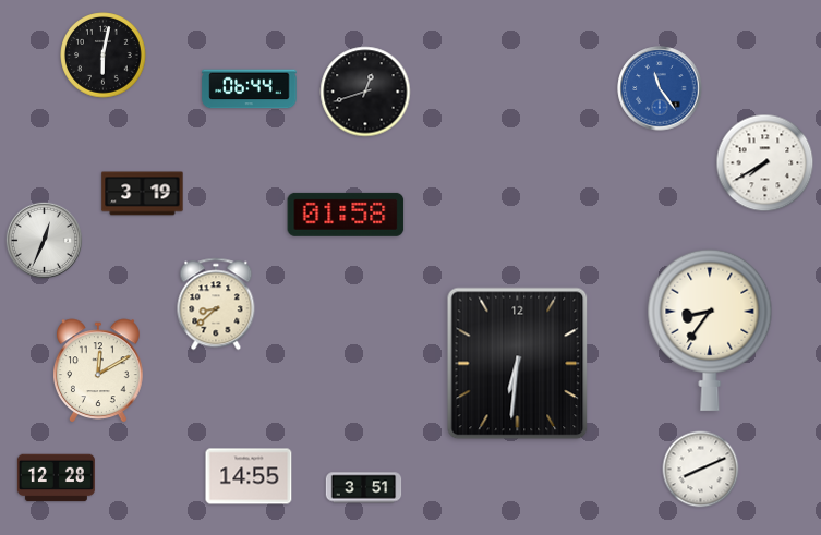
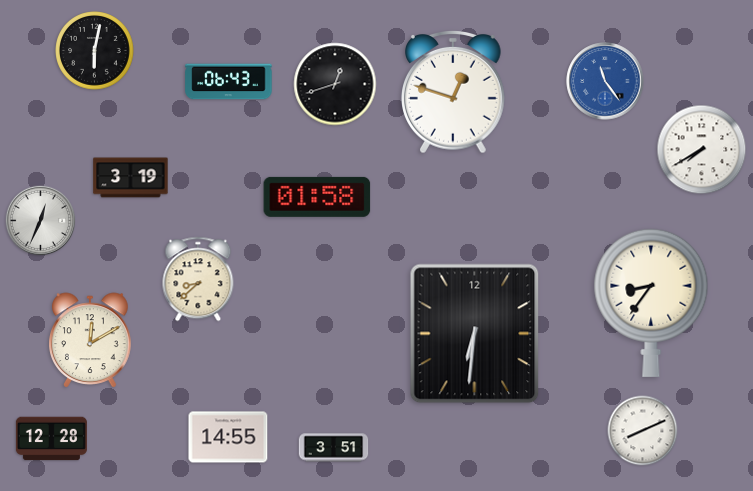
clock at (250, 89): 06:44 -> 06:43
clock at (454, 93): none -> 12:48
